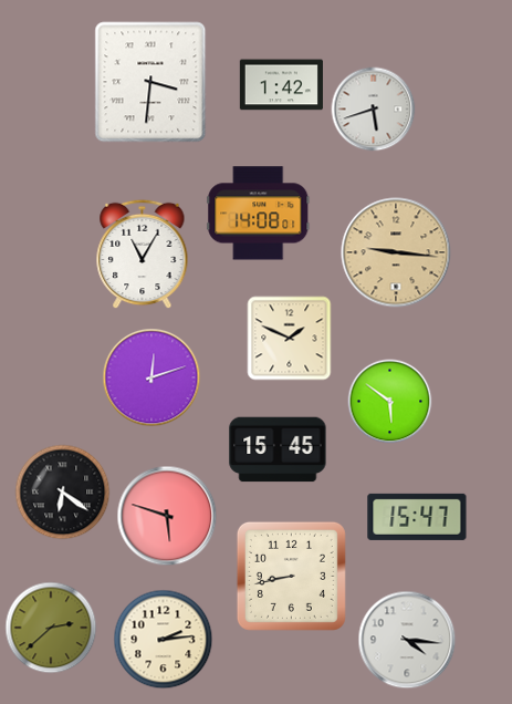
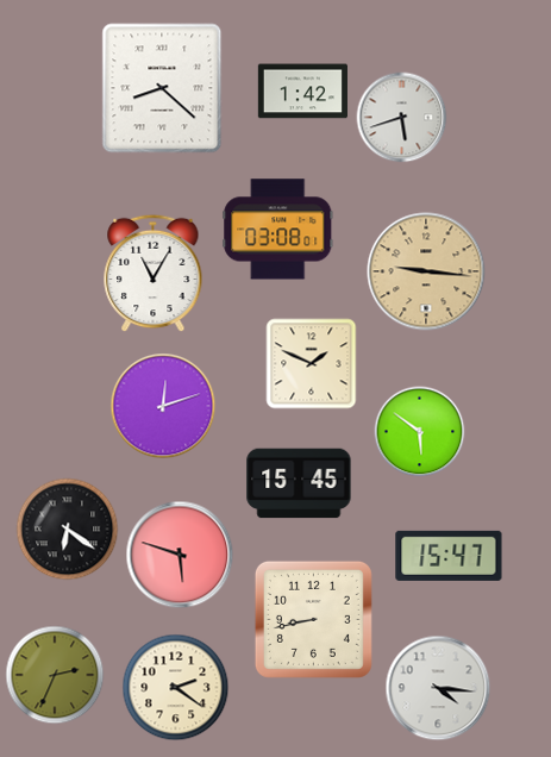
clock at (150, 82): 3:31 -> 8:22
clock at (259, 214): 14:08 -> 03:08
clock at (51, 628): 2:38 -> 2:34
clock at (164, 640): 2:14 -> 2:21
